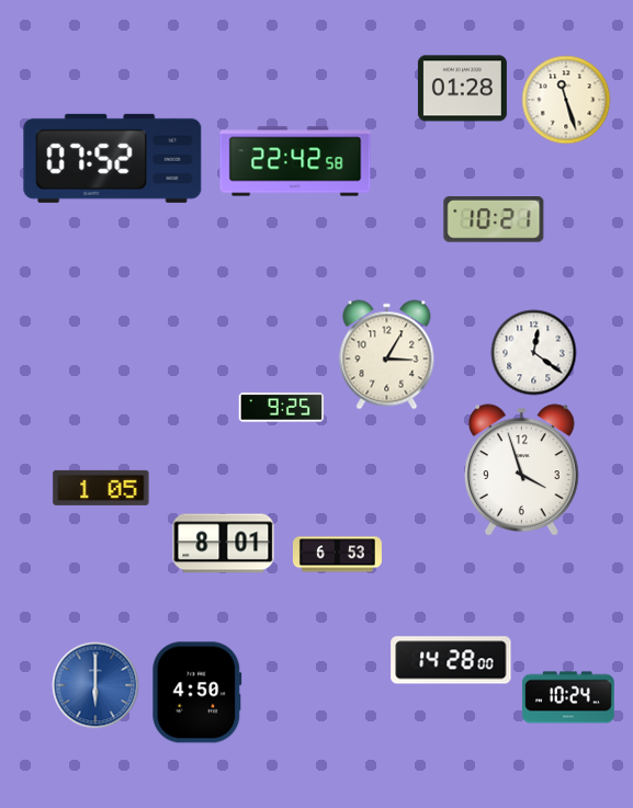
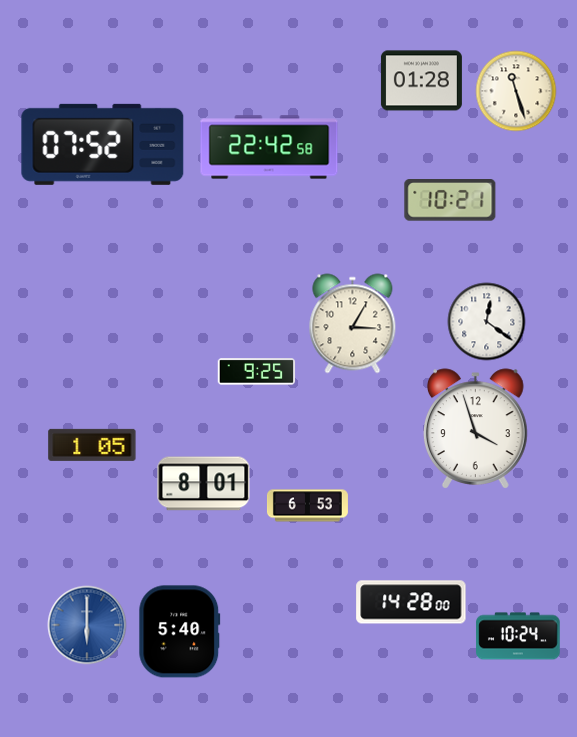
clock at (224, 544) position: (224, 544) -> (204, 484)
clock at (197, 693): 4:50 -> 5:40
